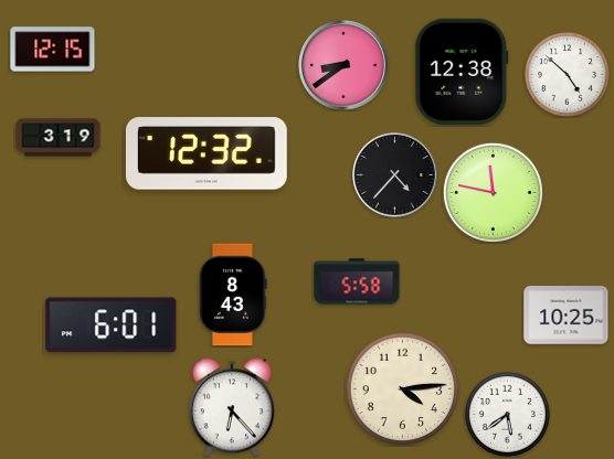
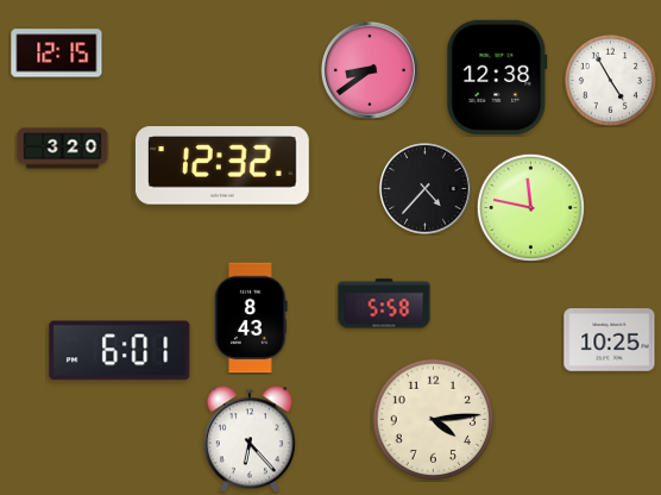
clock at (567, 74): 4:52 -> 4:55
clock at (59, 138): 3:19 -> 3:20
clock at (507, 414): 5:39 -> none
